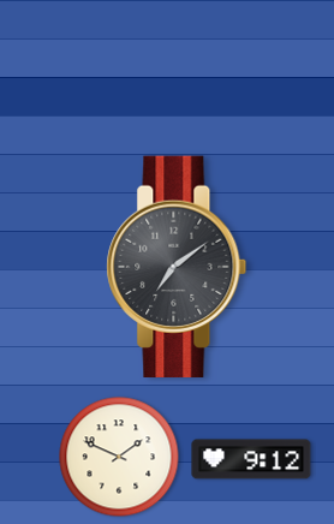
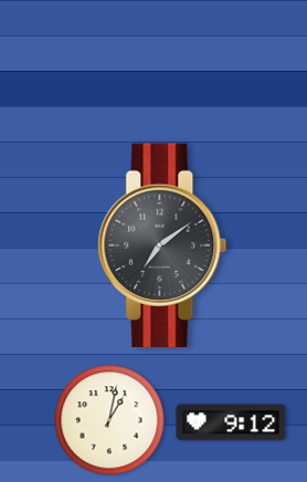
clock at (119, 457): 1:49 -> 1:02
